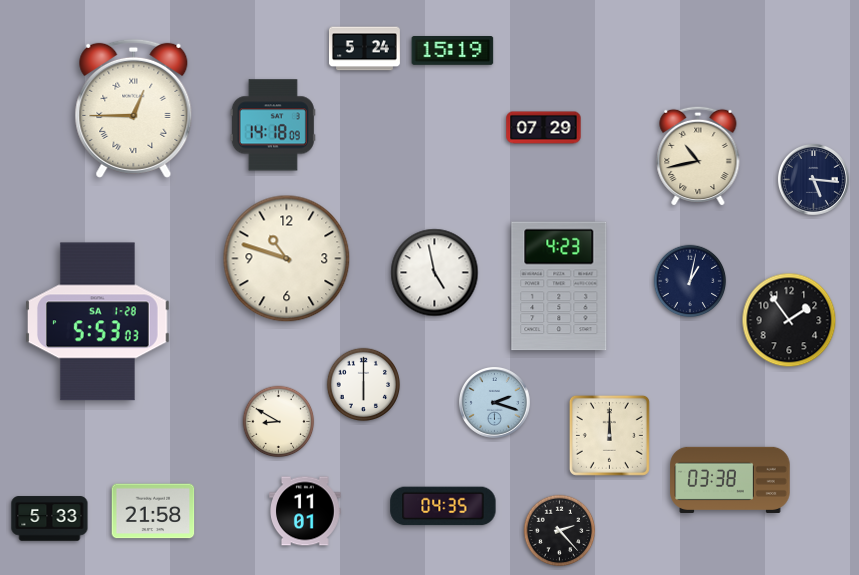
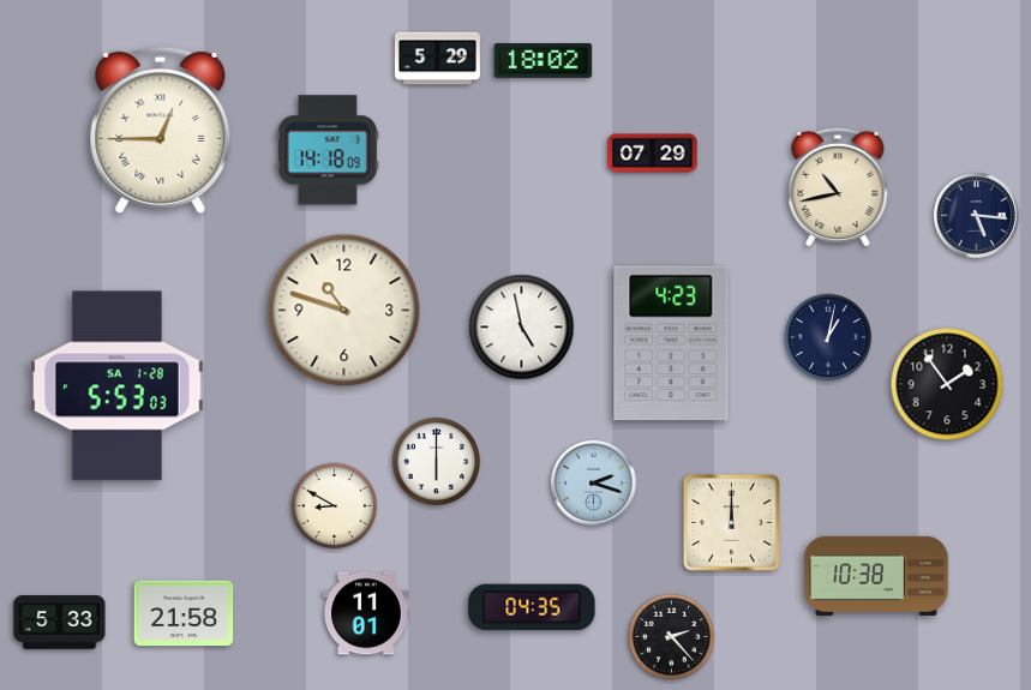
clock at (364, 49): 5:24 -> 5:29
clock at (453, 51): 15:19 -> 18:02
clock at (730, 480): 03:38 -> 10:38
